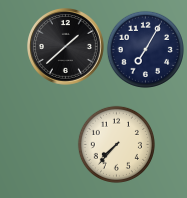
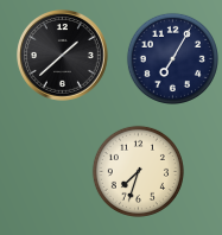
clock at (66, 47) position: (66, 47) -> (63, 56)
clock at (116, 144): 7:37 -> 7:33
